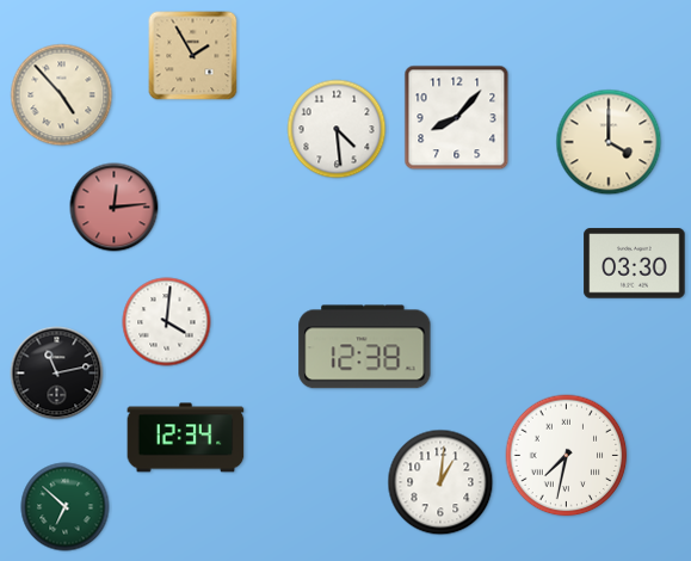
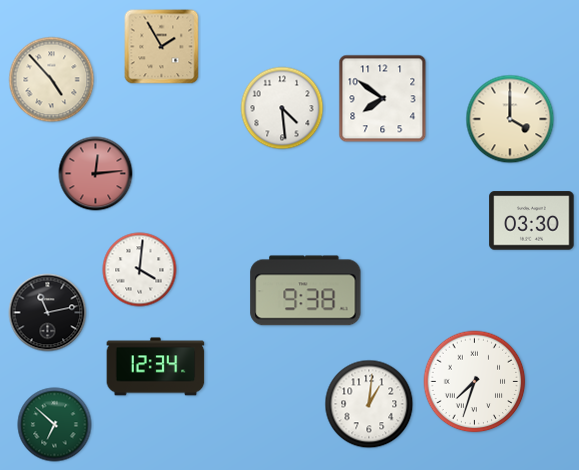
clock at (457, 118): 8:07 -> 7:51
clock at (365, 347): 12:38 -> 9:38
clock at (567, 456): 7:32 -> 7:33
